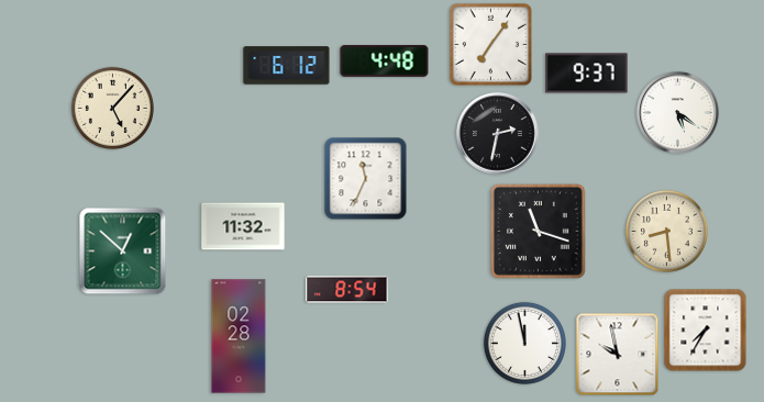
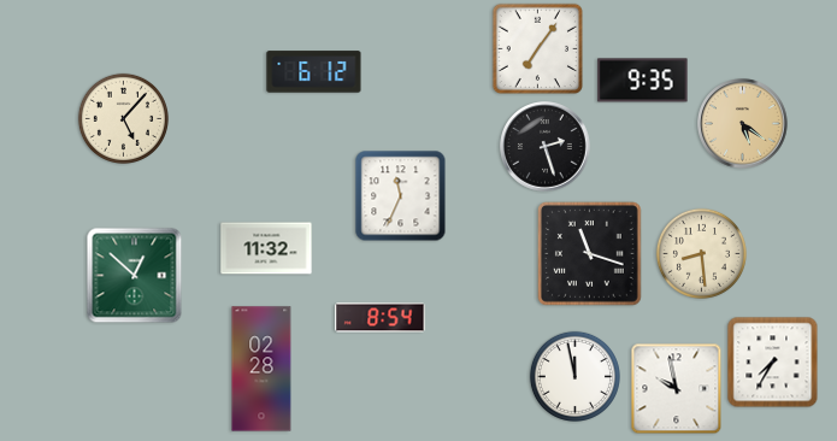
clock at (385, 62): 4:48 -> none
clock at (587, 74): 9:37 -> 9:35
clock at (678, 113) dial: white -> champagne
clock at (498, 134): 2:32 -> 2:27
clock at (666, 231) position: (666, 231) -> (701, 253)
